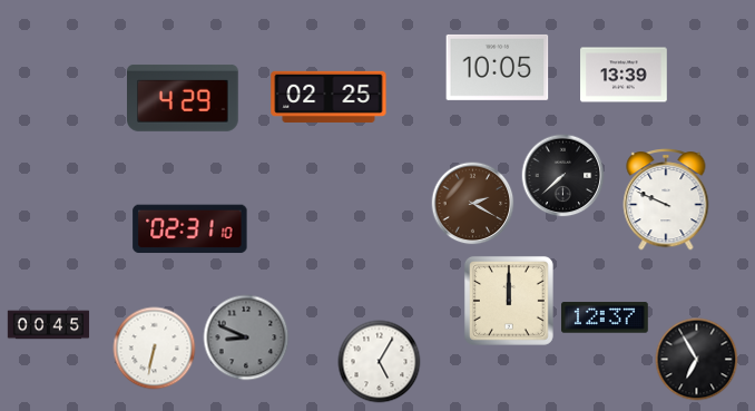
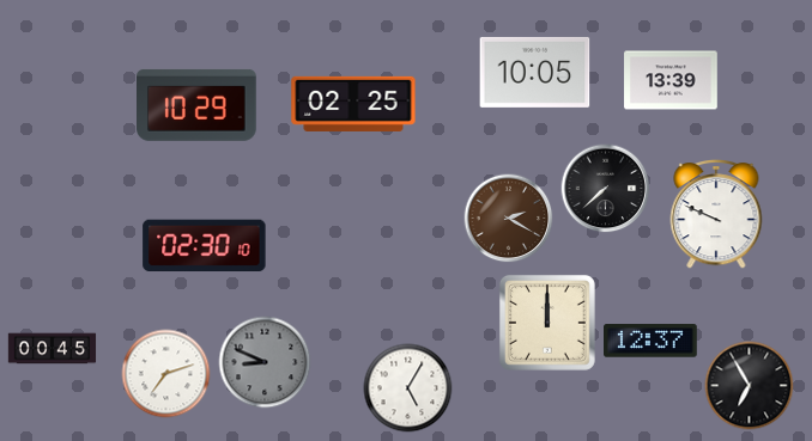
clock at (183, 98): 4:29 -> 10:29
clock at (190, 229): 02:31 -> 02:30
clock at (155, 349): 6:32 -> 7:12
